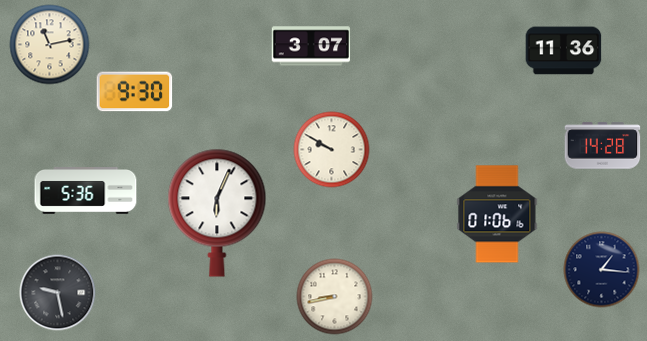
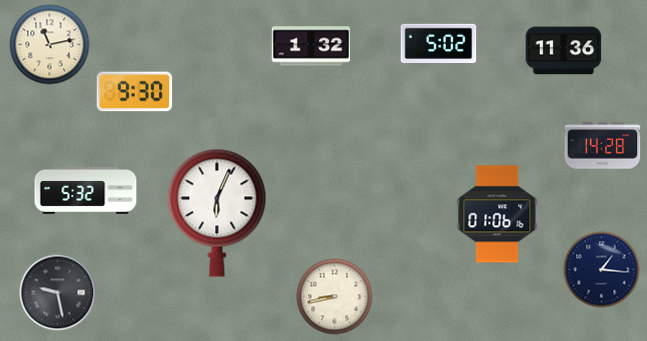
clock at (439, 43): none -> 5:02
clock at (311, 46): 3:07 -> 1:32
clock at (332, 150): 9:50 -> none
clock at (86, 191): 5:36 -> 5:32
